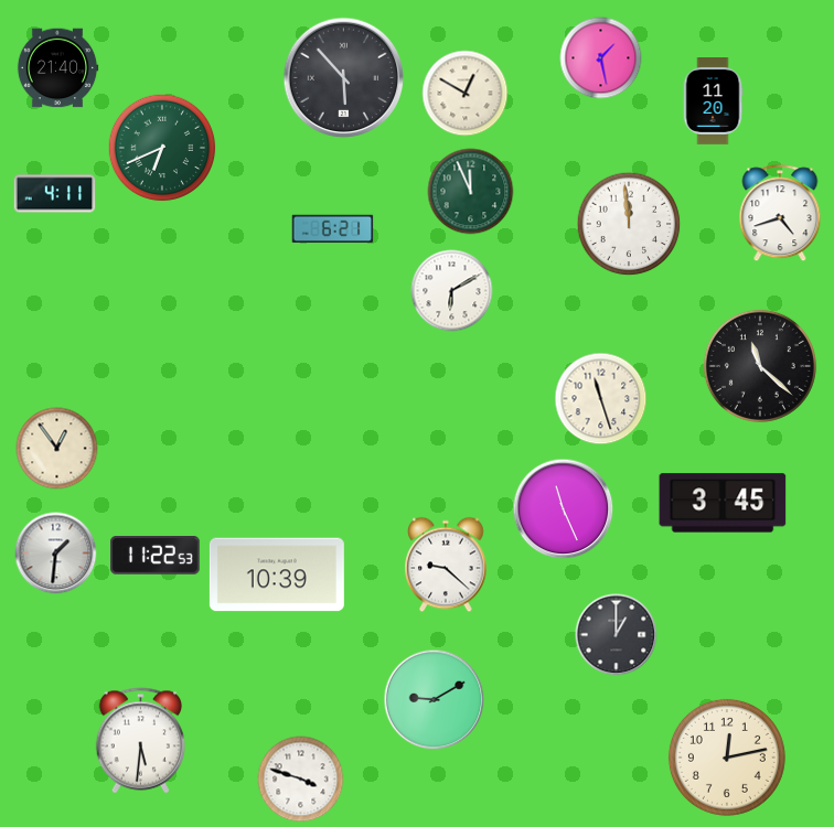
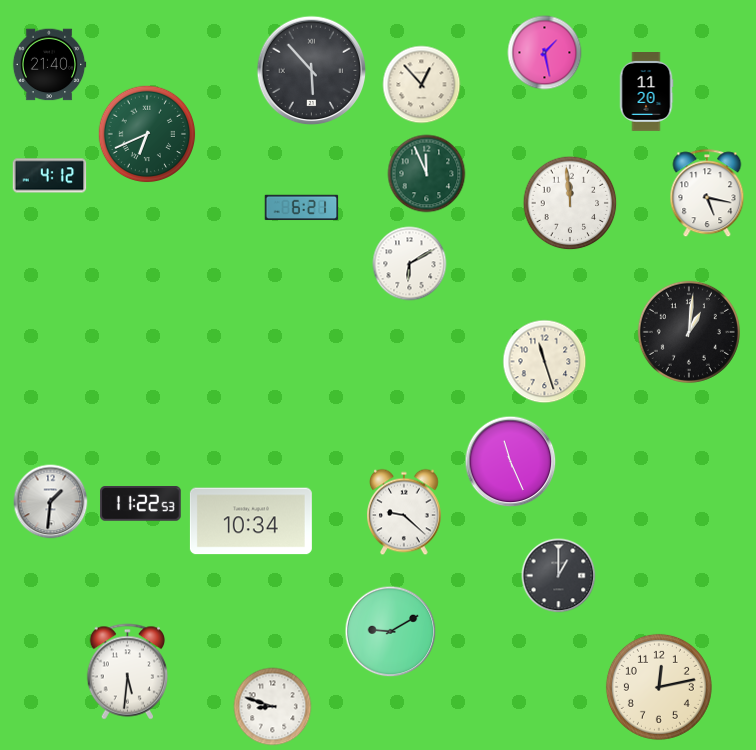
clock at (57, 68) position: (57, 68) -> (49, 65)
clock at (466, 94): 12:50 -> 12:53
clock at (55, 194): 4:11 -> 4:12
clock at (780, 214): 4:42 -> 5:17
clock at (760, 366): 11:22 -> 1:01
clock at (57, 449): 12:54 -> none
clock at (723, 503): 3:45 -> none
clock at (277, 574): 10:39 -> 10:34
clock at (435, 700) position: (435, 700) -> (391, 632)
clock at (301, 780): 3:48 -> 8:48
